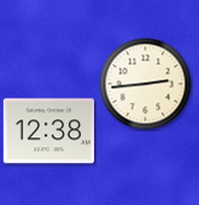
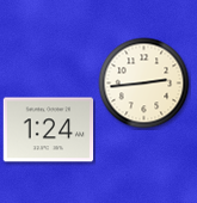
clock at (49, 131): 12:38 -> 1:24
